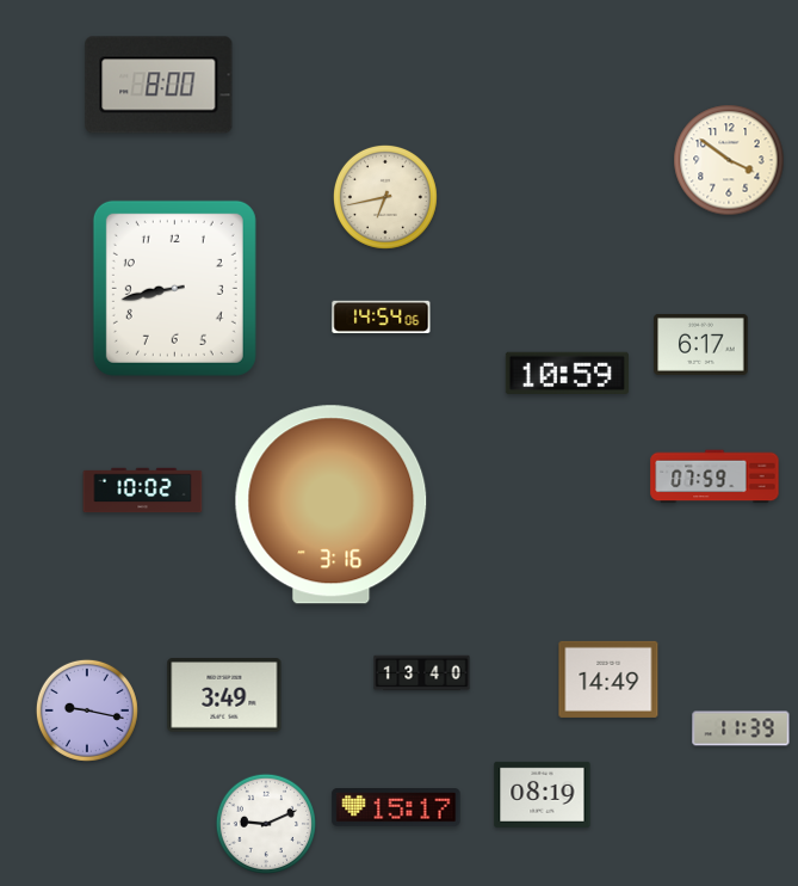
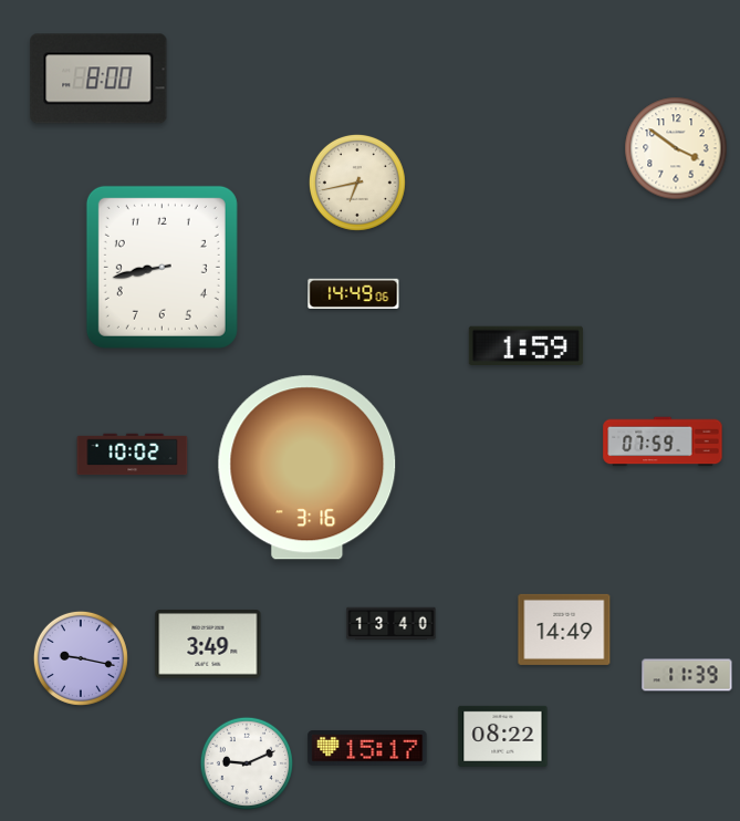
clock at (159, 85) position: (159, 85) -> (98, 79)
clock at (382, 316): 14:54 -> 14:49
clock at (701, 344): 6:17 -> none
clock at (567, 374): 10:59 -> 1:59
clock at (543, 794): 08:19 -> 08:22
